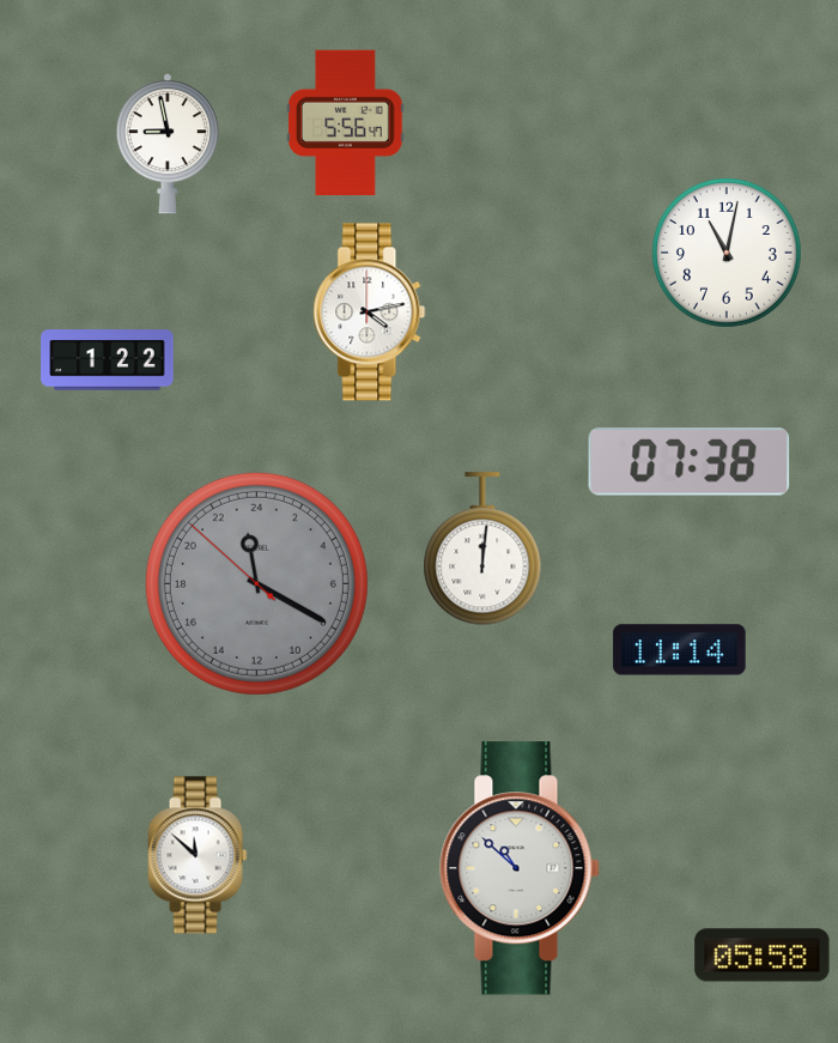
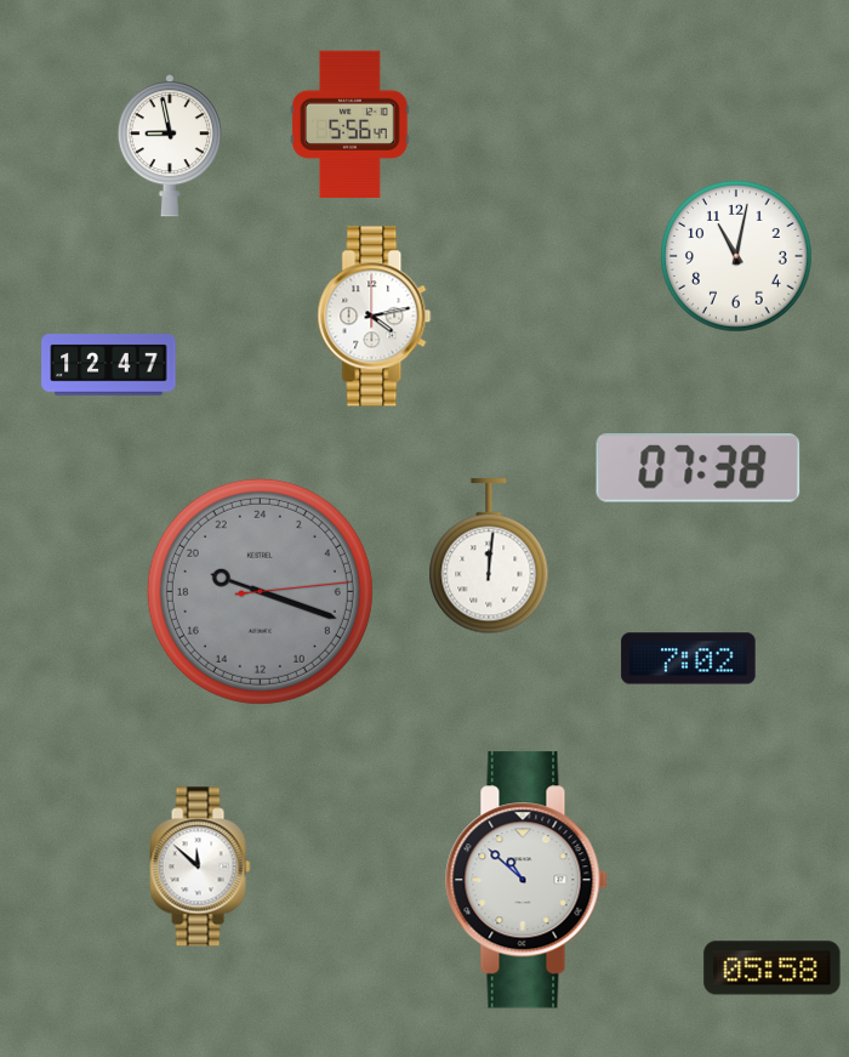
clock at (108, 360): 1:22 -> 12:47
clock at (256, 583): 23:19 -> 19:18
clock at (680, 650): 11:14 -> 7:02
